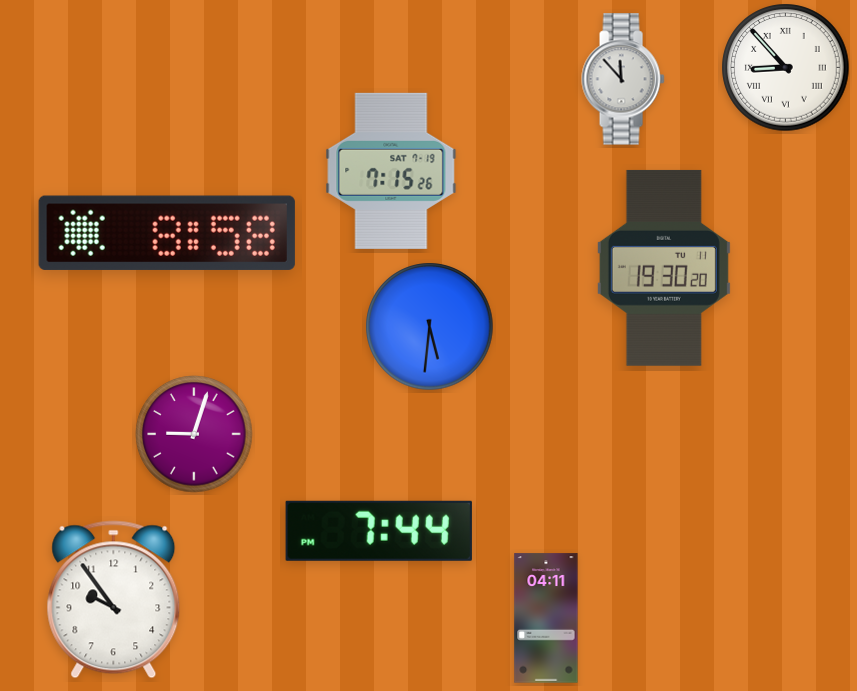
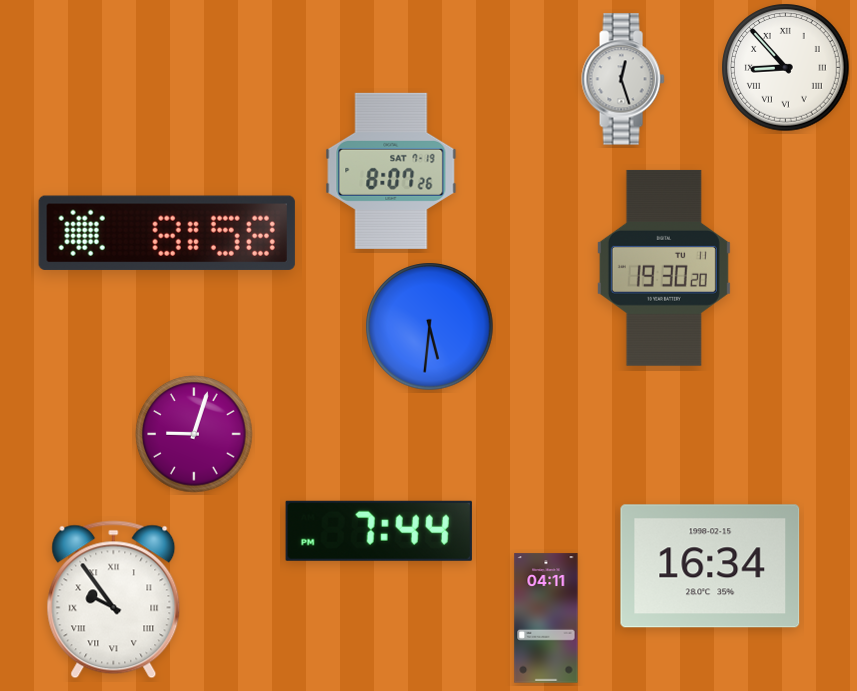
clock at (623, 79): 11:53 -> 12:27
clock at (391, 171): 7:15 -> 8:07
clock at (710, 566): none -> 16:34
clock at (114, 600) numerals: Arabic -> Roman
